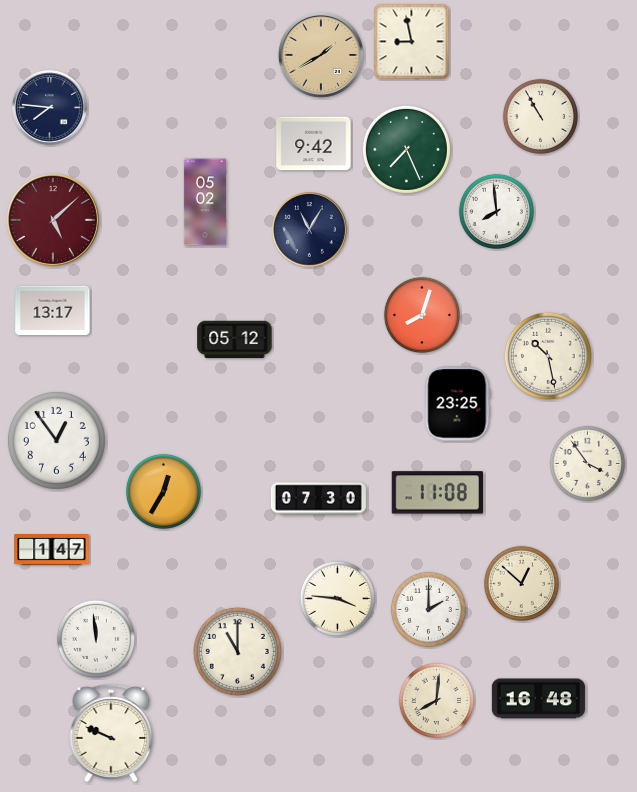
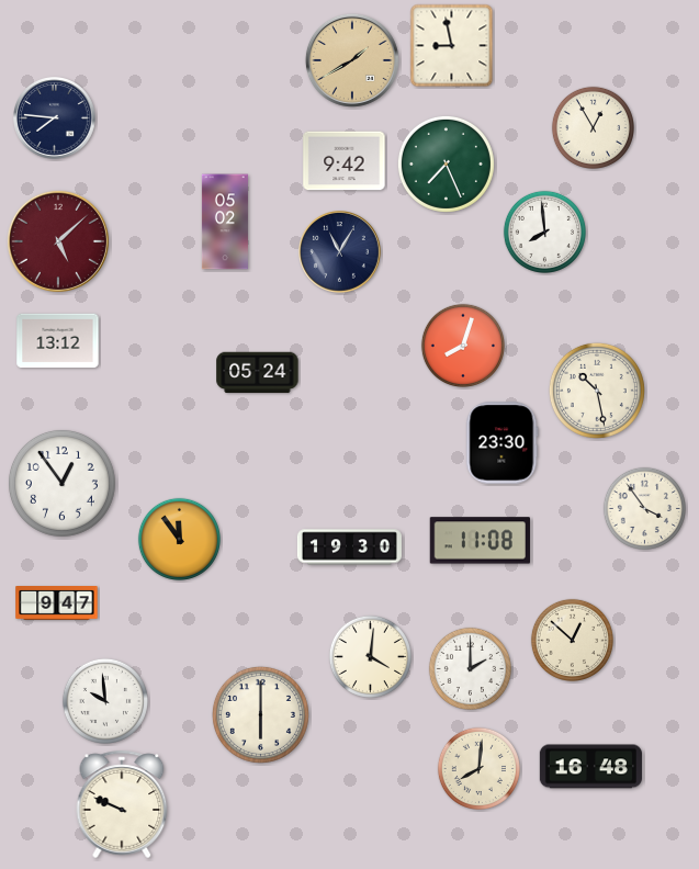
clock at (540, 116): 10:55 -> 12:55
clock at (314, 144) position: (314, 144) -> (345, 161)
clock at (53, 311): 13:17 -> 13:12
clock at (235, 340): 05:12 -> 05:24
clock at (548, 356) position: (548, 356) -> (597, 391)
clock at (458, 404): 23:25 -> 23:30
clock at (163, 491): 12:35 -> 11:54
clock at (318, 499): 07:30 -> 19:30
clock at (52, 550): 1:47 -> 9:47
clock at (337, 598): 3:46 -> 4:01
clock at (96, 639): 11:59 -> 9:59
clock at (237, 651): 11:00 -> 6:00
